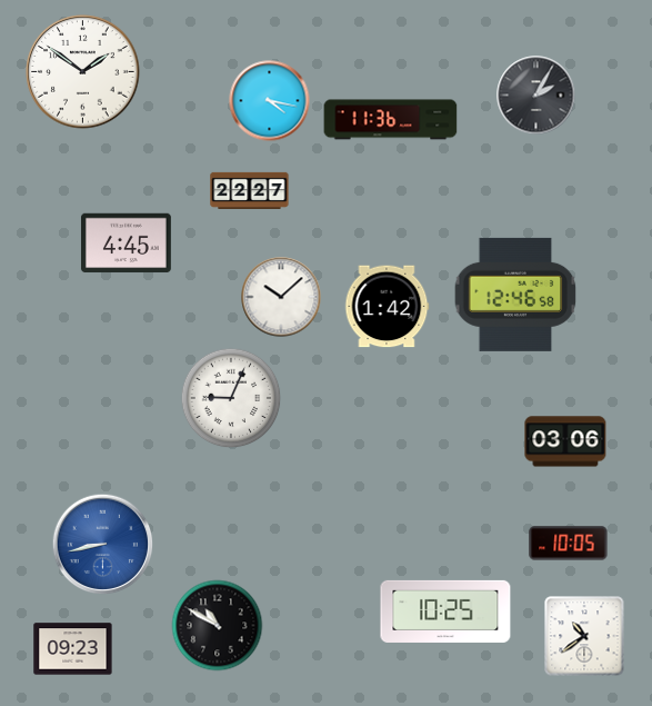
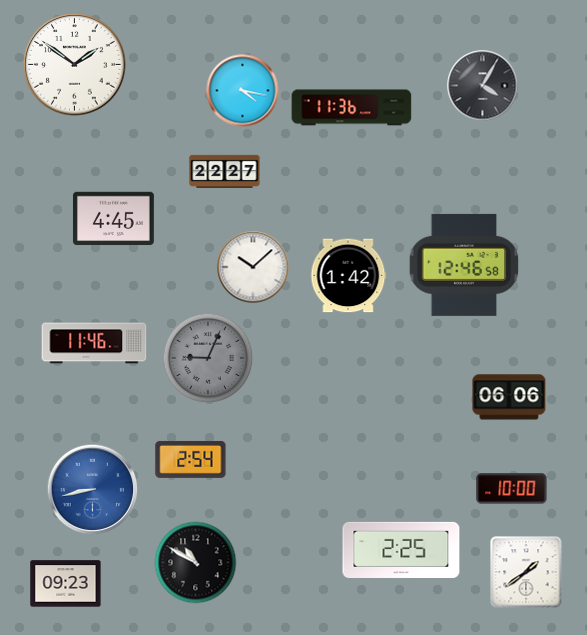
clock at (536, 96): 2:05 -> 4:05
clock at (94, 343): none -> 11:46
clock at (231, 398) dial: white -> grey
clock at (565, 441): 03:06 -> 06:06
clock at (191, 459): none -> 2:54
clock at (569, 544): 10:05 -> 10:00
clock at (445, 611): 10:25 -> 2:25
clock at (584, 636): 10:39 -> 1:39
